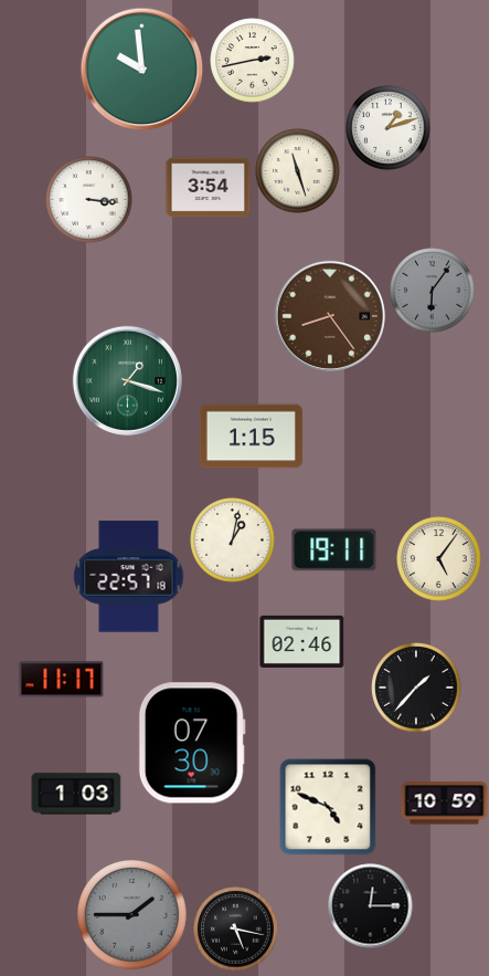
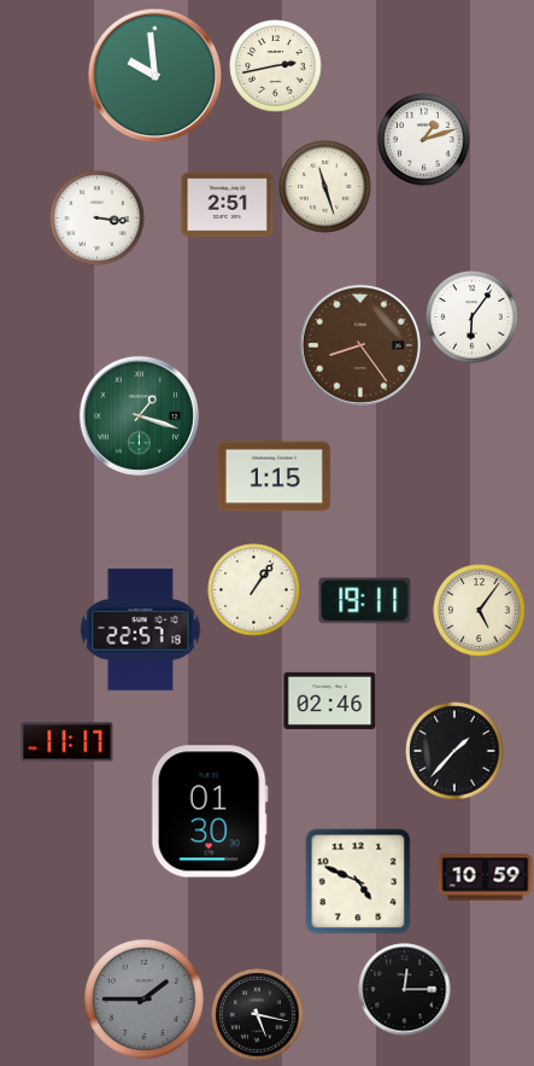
clock at (209, 188): 3:54 -> 2:51
clock at (433, 291) dial: grey -> white
clock at (233, 541): 1:02 -> 1:06
clock at (192, 743): 07:30 -> 01:30
clock at (76, 794): 1:03 -> none
